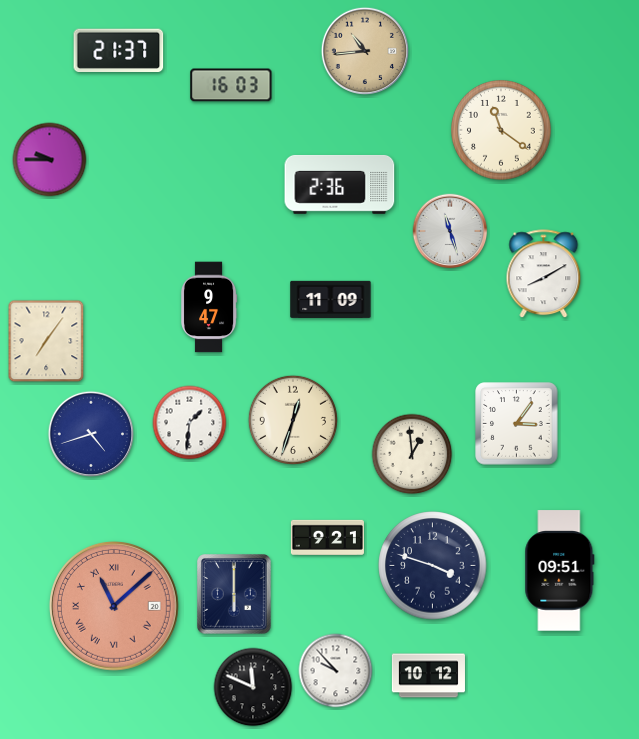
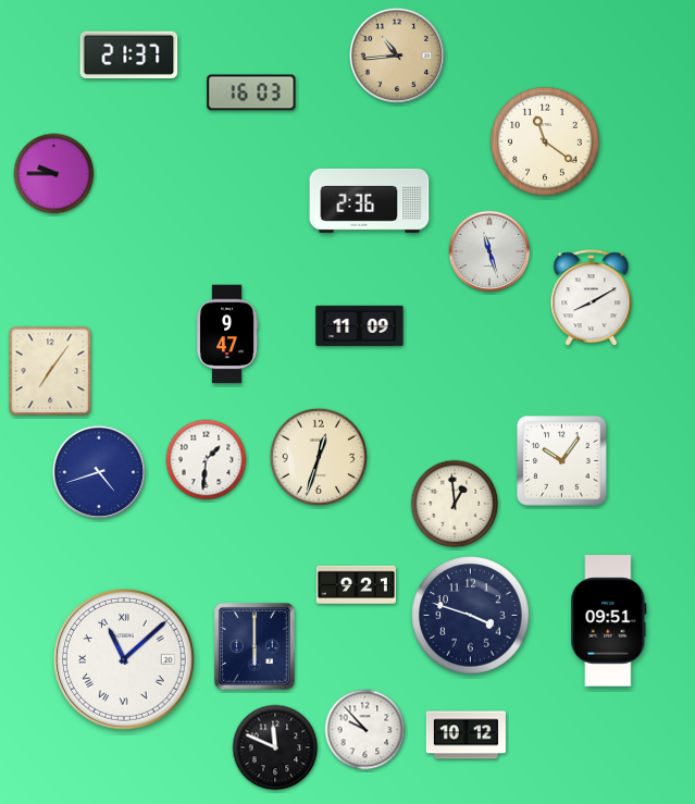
clock at (517, 424): 3:06 -> 10:06
clock at (412, 454) position: (412, 454) -> (455, 504)
clock at (114, 606) dial: salmon -> white
